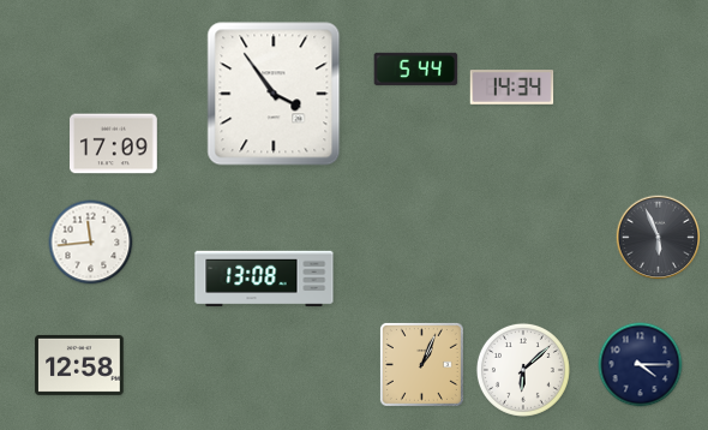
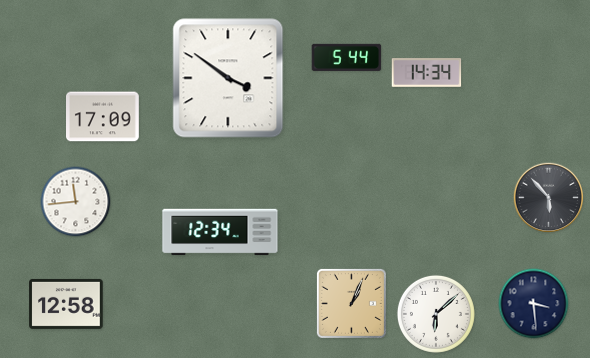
clock at (274, 94): 3:54 -> 3:51
clock at (114, 144) position: (114, 144) -> (103, 117)
clock at (659, 238): 5:56 -> 5:53
clock at (264, 279): 13:08 -> 12:34
clock at (641, 365): 4:15 -> 3:29
clock at (523, 370) position: (523, 370) -> (436, 314)
